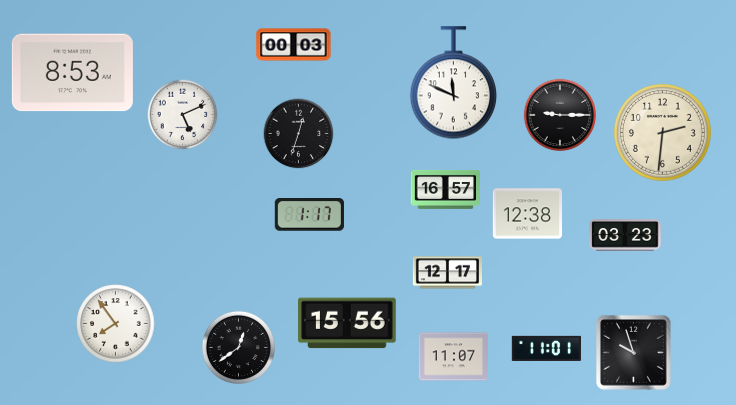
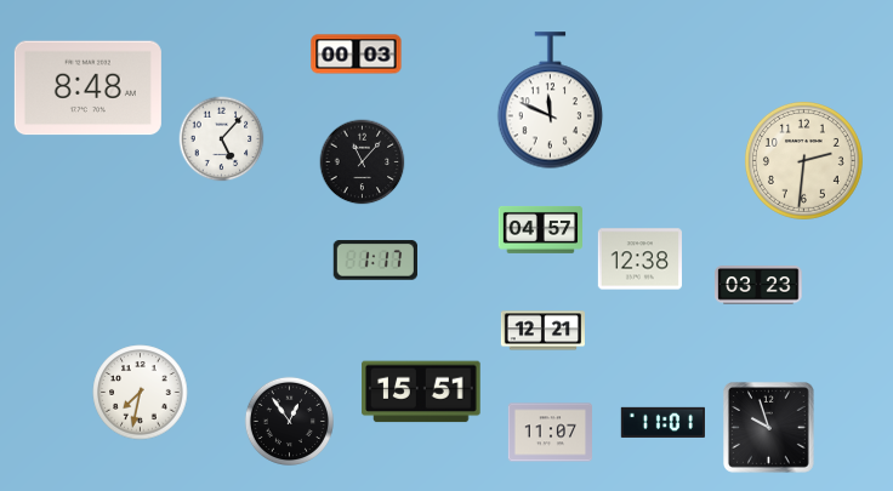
clock at (72, 73): 8:53 -> 8:48
clock at (183, 115): 5:11 -> 5:07
clock at (560, 115): 9:15 -> none
clock at (299, 134): 12:33 -> 11:07
clock at (445, 189): 16:57 -> 04:57
clock at (448, 273): 12:17 -> 12:21
clock at (347, 323): 15:56 -> 15:51
clock at (116, 324): 7:54 -> 7:32
clock at (238, 347): 12:39 -> 12:54
